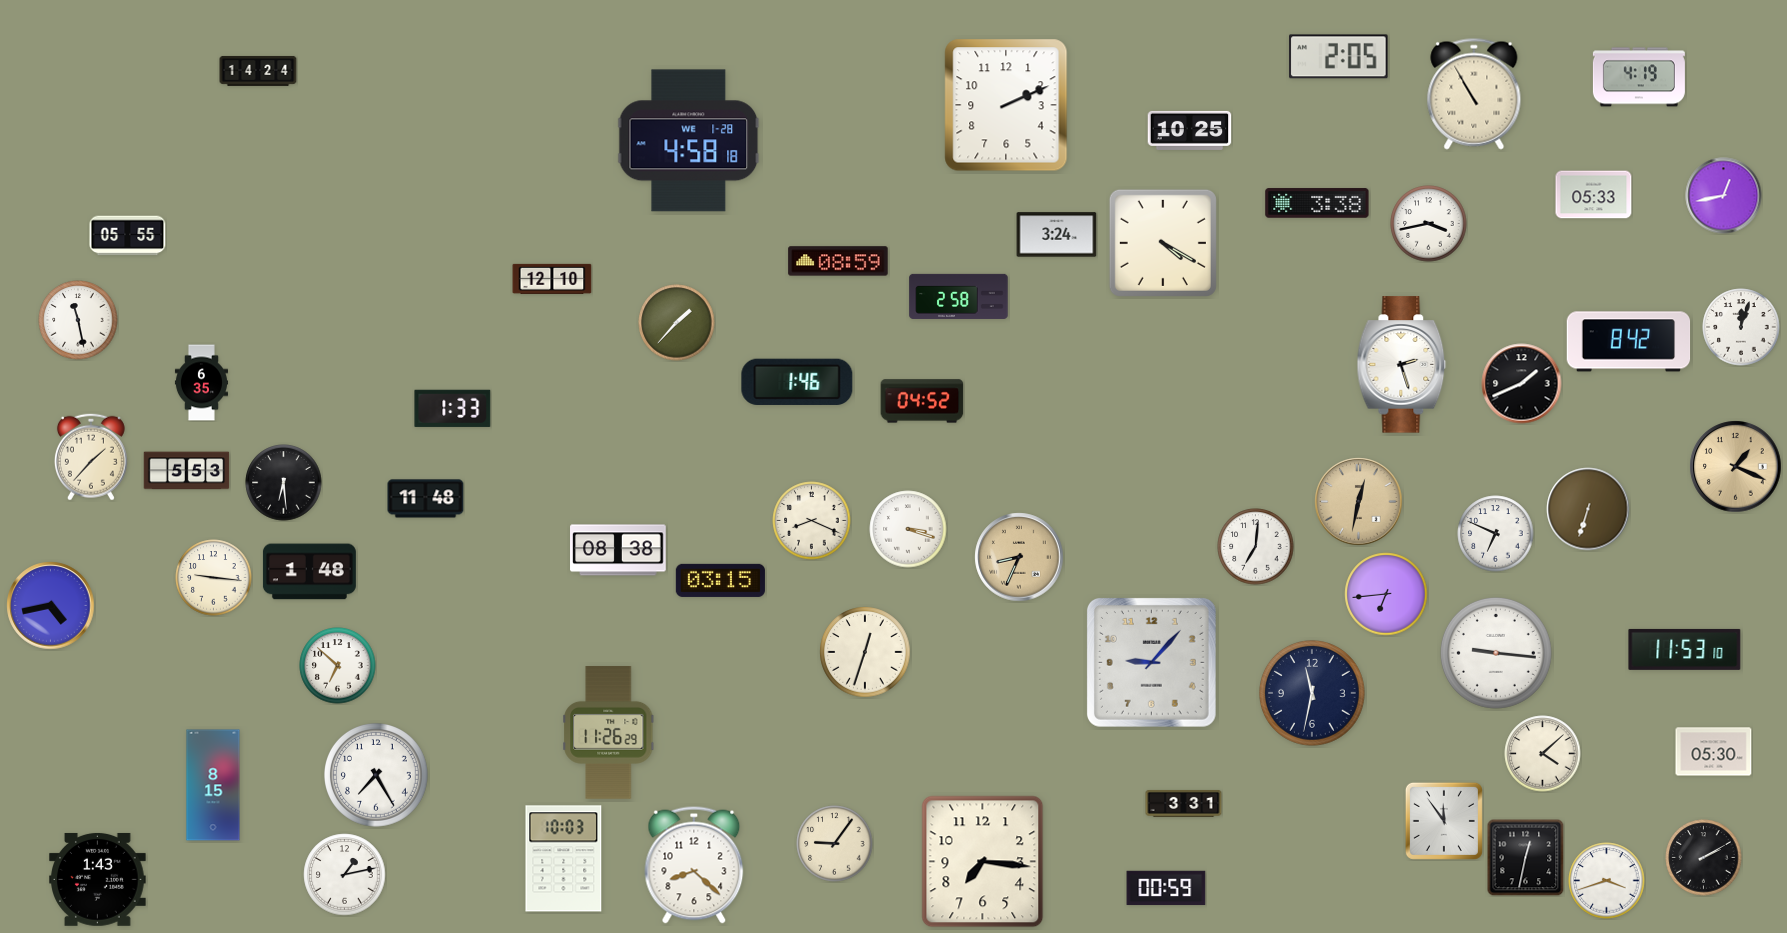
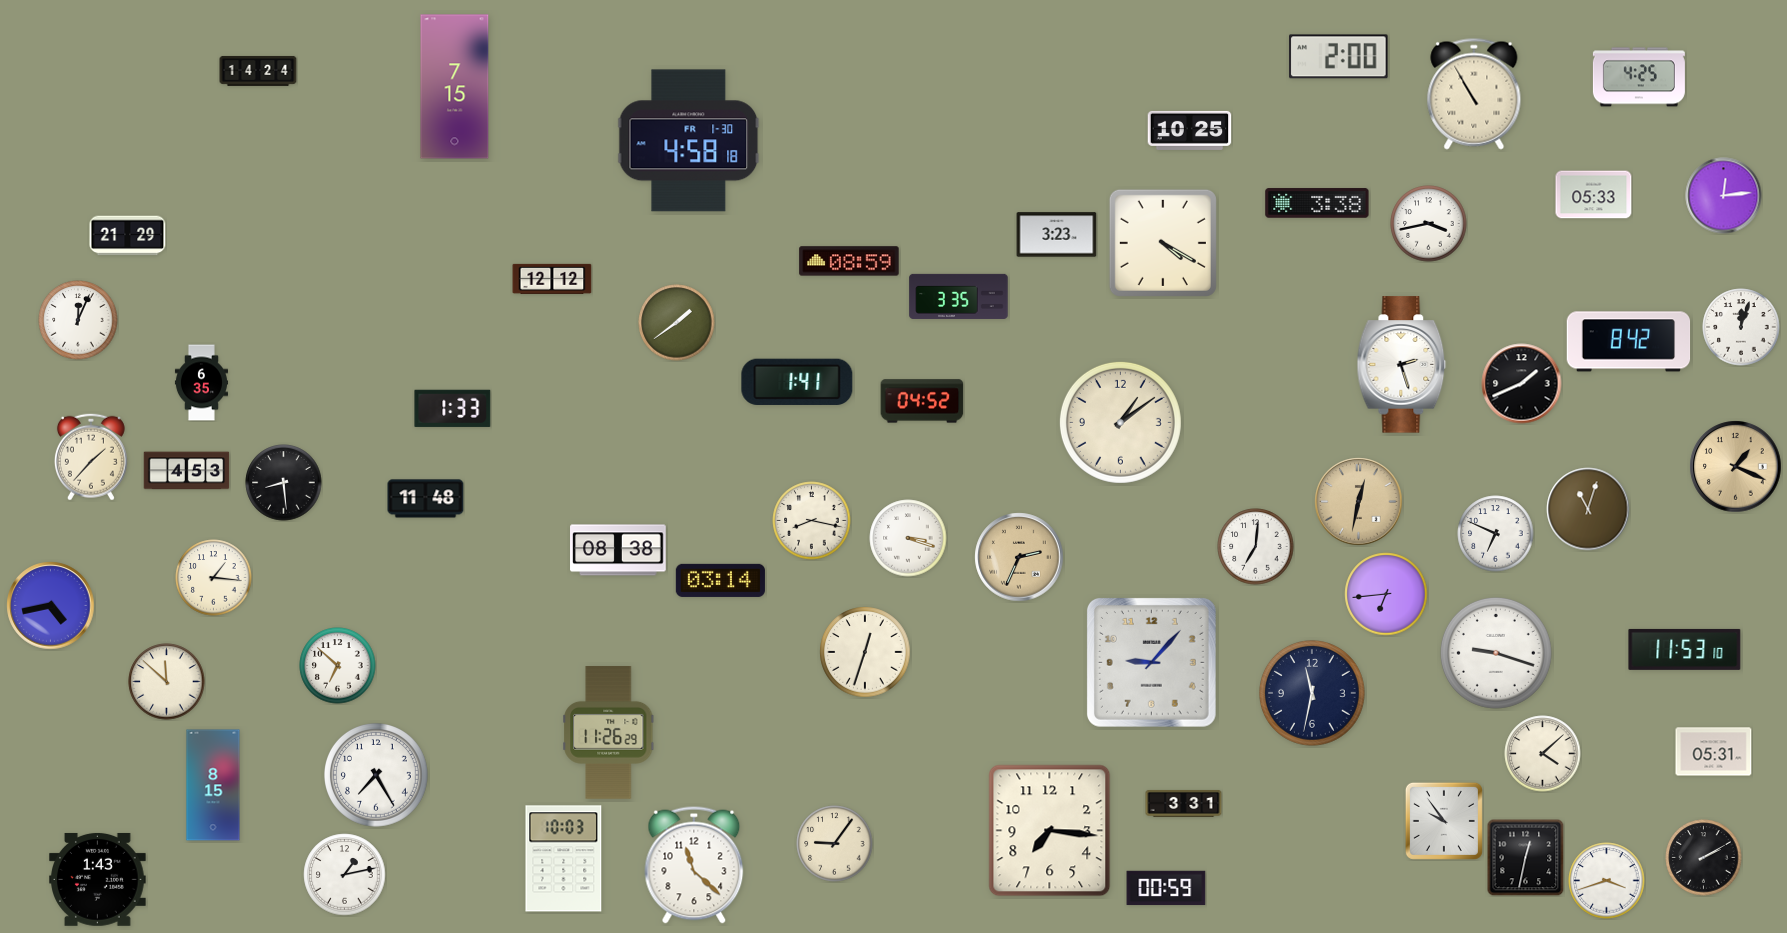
clock at (1339, 57): 2:05 -> 2:00
clock at (1639, 77): 4:19 -> 4:25
clock at (455, 87): none -> 7:15
clock at (1006, 105): 2:11 -> none
clock at (689, 141) date: WE 1-28 -> FR 1-30
clock at (1724, 196): 12:43 -> 12:14
clock at (1057, 235): 3:24 -> 3:23
clock at (128, 236): 05:55 -> 21:29
clock at (838, 261) position: (838, 261) -> (849, 261)
clock at (552, 279): 12:10 -> 12:12
clock at (959, 296): 2:58 -> 3:35
clock at (78, 320): 11:28 -> 12:04
clock at (677, 323): 1:37 -> 1:39
clock at (797, 382): 1:46 -> 1:41
clock at (1120, 422): none -> 1:09
clock at (187, 471): 5:53 -> 4:53
clock at (284, 483): 6:29 -> 8:29
clock at (1588, 509): 6:33 -> 11:03
clock at (812, 521): 8:19 -> 8:17
clock at (908, 529) position: (908, 529) -> (908, 538)
clock at (1019, 557): 8:34 -> 2:34
clock at (309, 572): 1:48 -> none
clock at (214, 578): 9:16 -> 1:16
clock at (720, 580): 03:15 -> 03:14
clock at (1496, 653): 9:16 -> 9:18
clock at (167, 682): none -> 11:52
clock at (1714, 752): 05:30 -> 05:31
clock at (1444, 821): 11:54 -> 9:54
clock at (983, 862) position: (983, 862) -> (1050, 831)
clock at (694, 865): 8:22 -> 11:22
